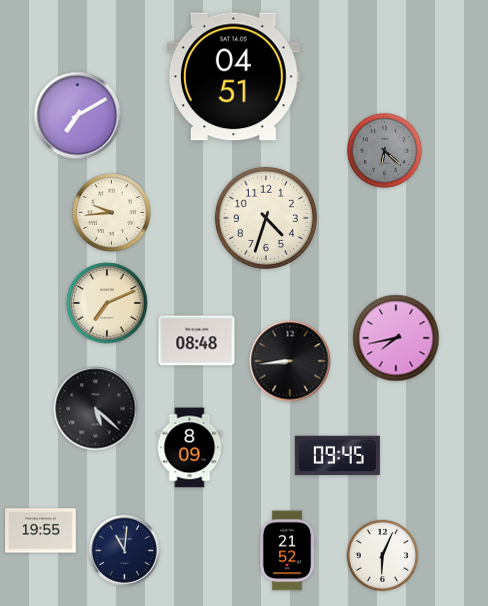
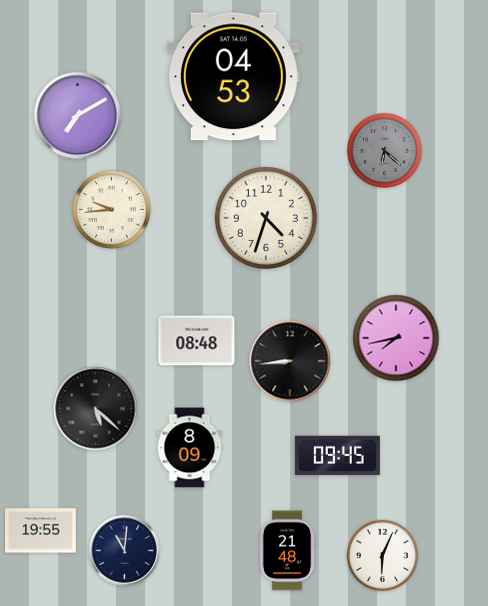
clock at (233, 77): 04:51 -> 04:53
clock at (112, 213) position: (112, 213) -> (112, 210)
clock at (107, 303): 7:11 -> none
clock at (287, 551): 21:52 -> 21:48
